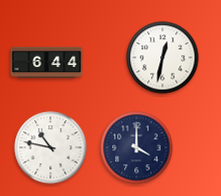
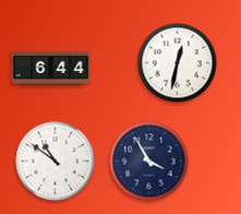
clock at (51, 148): 10:47 -> 10:51
clock at (137, 148): 4:00 -> 3:55
